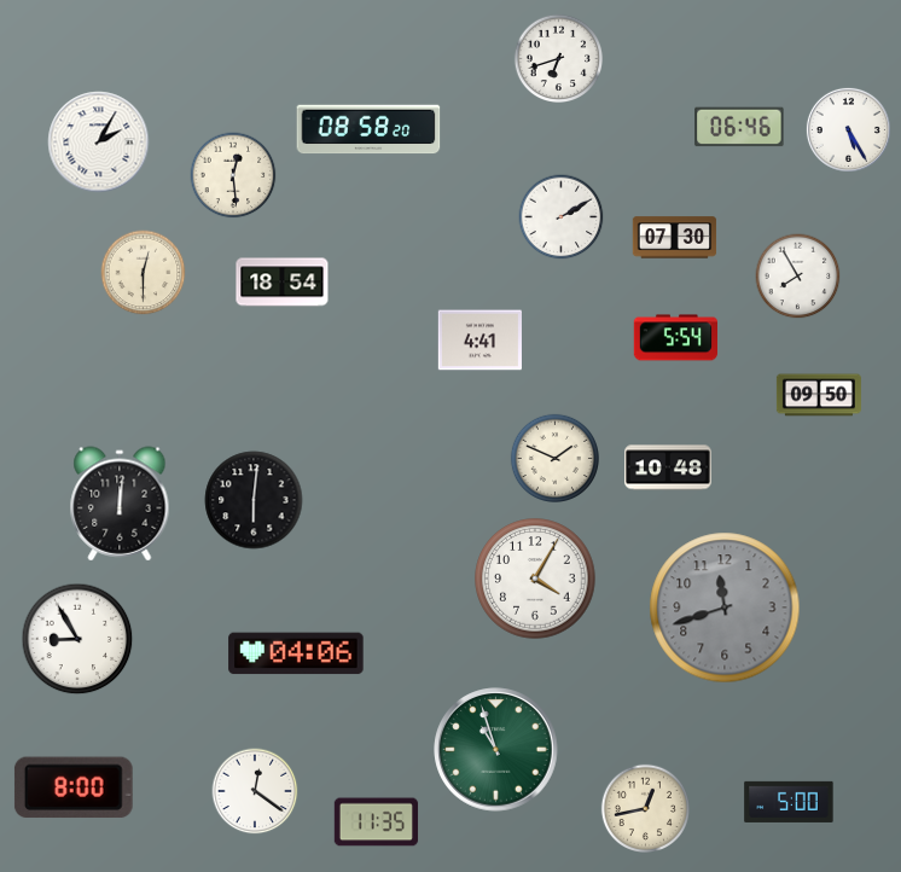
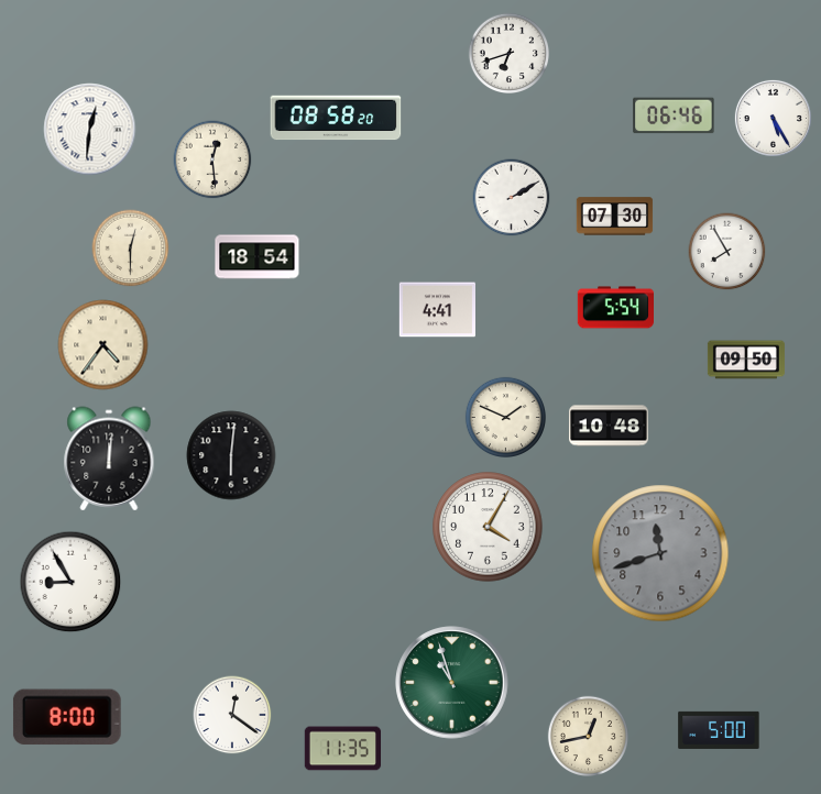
clock at (99, 143): 2:05 -> 12:31
clock at (103, 345): none -> 4:36
clock at (296, 653): 04:06 -> none
clock at (255, 791) position: (255, 791) -> (232, 715)
